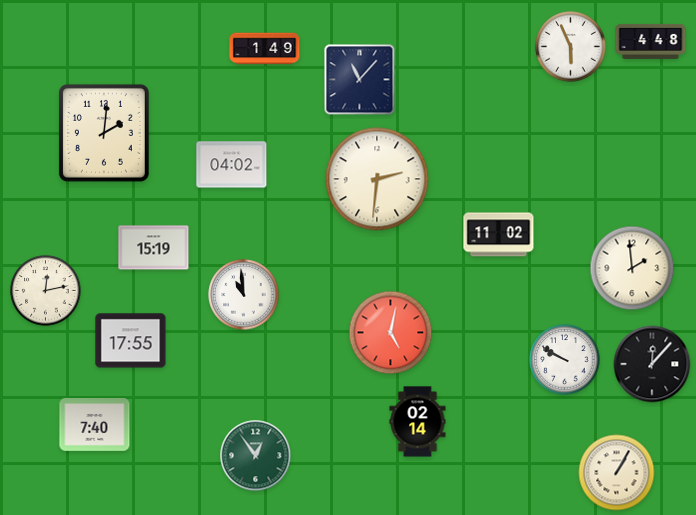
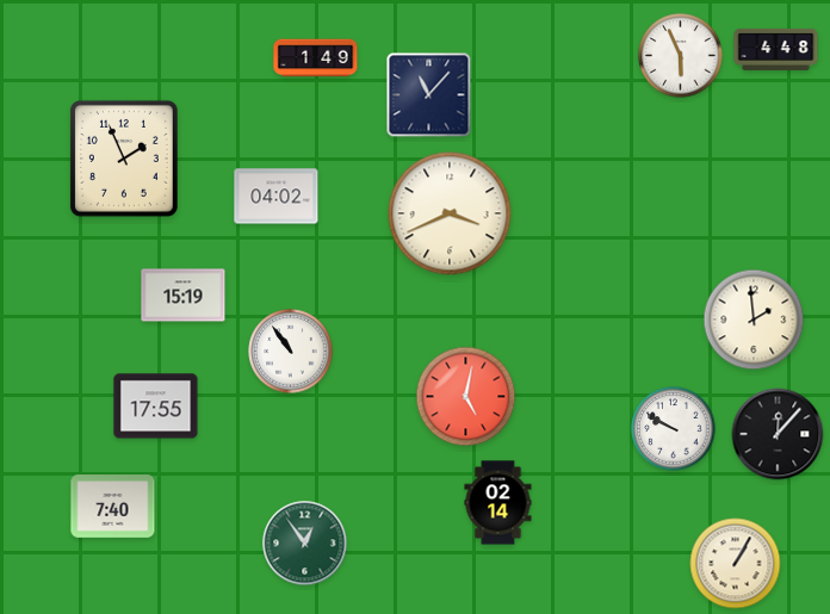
clock at (104, 133): 2:01 -> 1:56
clock at (377, 179): 2:31 -> 3:41
clock at (499, 235): 11:02 -> none
clock at (46, 291): 12:13 -> none
clock at (244, 295): 10:59 -> 10:54
